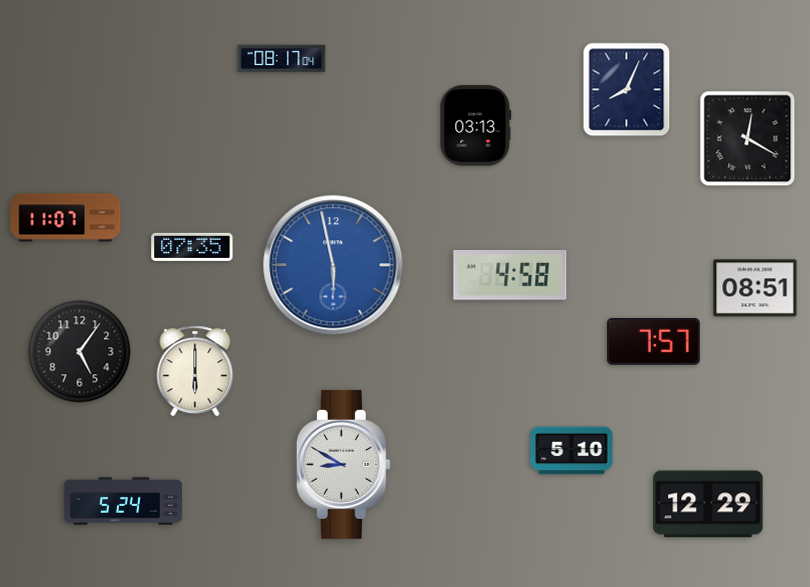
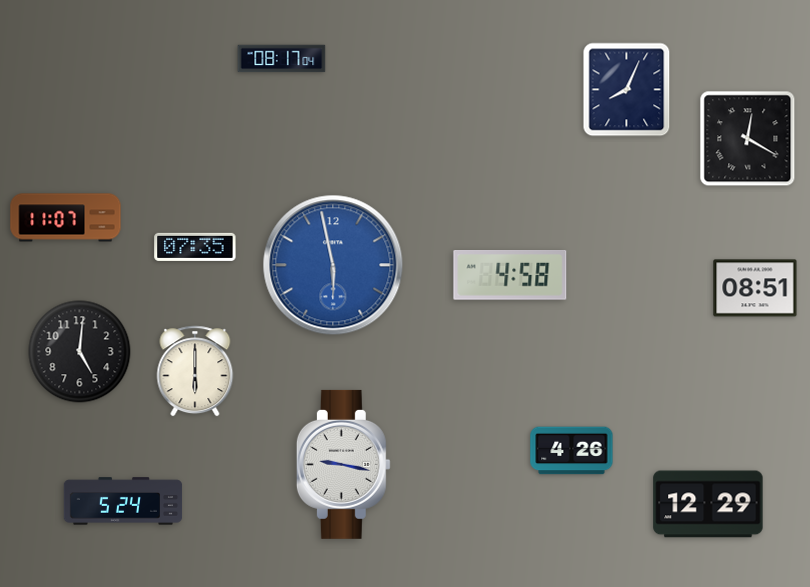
clock at (476, 126): 03:13 -> none
clock at (192, 247) position: (192, 247) -> (195, 247)
clock at (653, 342): 7:57 -> none
clock at (80, 352): 5:06 -> 5:01
clock at (572, 451): 5:10 -> 4:26
clock at (343, 464): 8:50 -> 9:17
